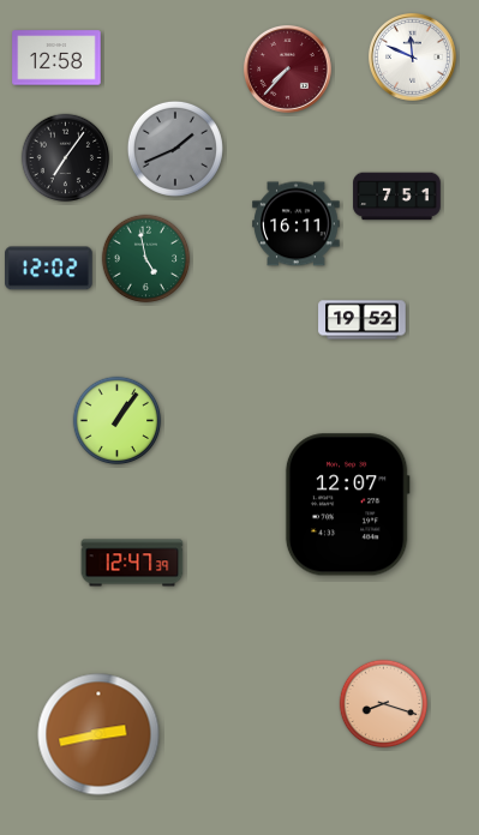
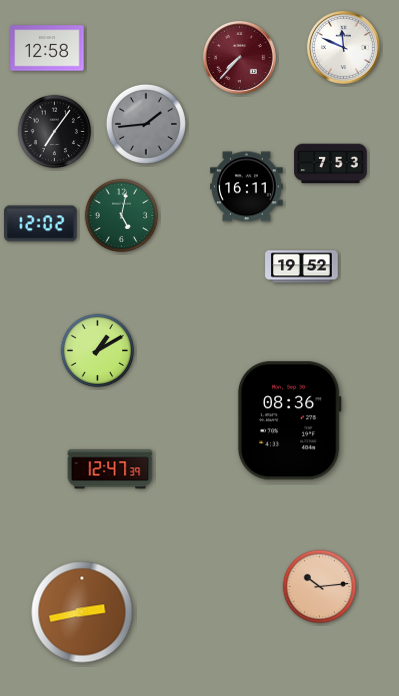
clock at (175, 149): 1:41 -> 1:44
clock at (397, 197): 7:51 -> 7:53
clock at (146, 259): 4:58 -> 5:02
clock at (118, 421): 1:06 -> 1:10
clock at (347, 505): 12:07 -> 08:36
clock at (384, 704): 8:18 -> 10:14
